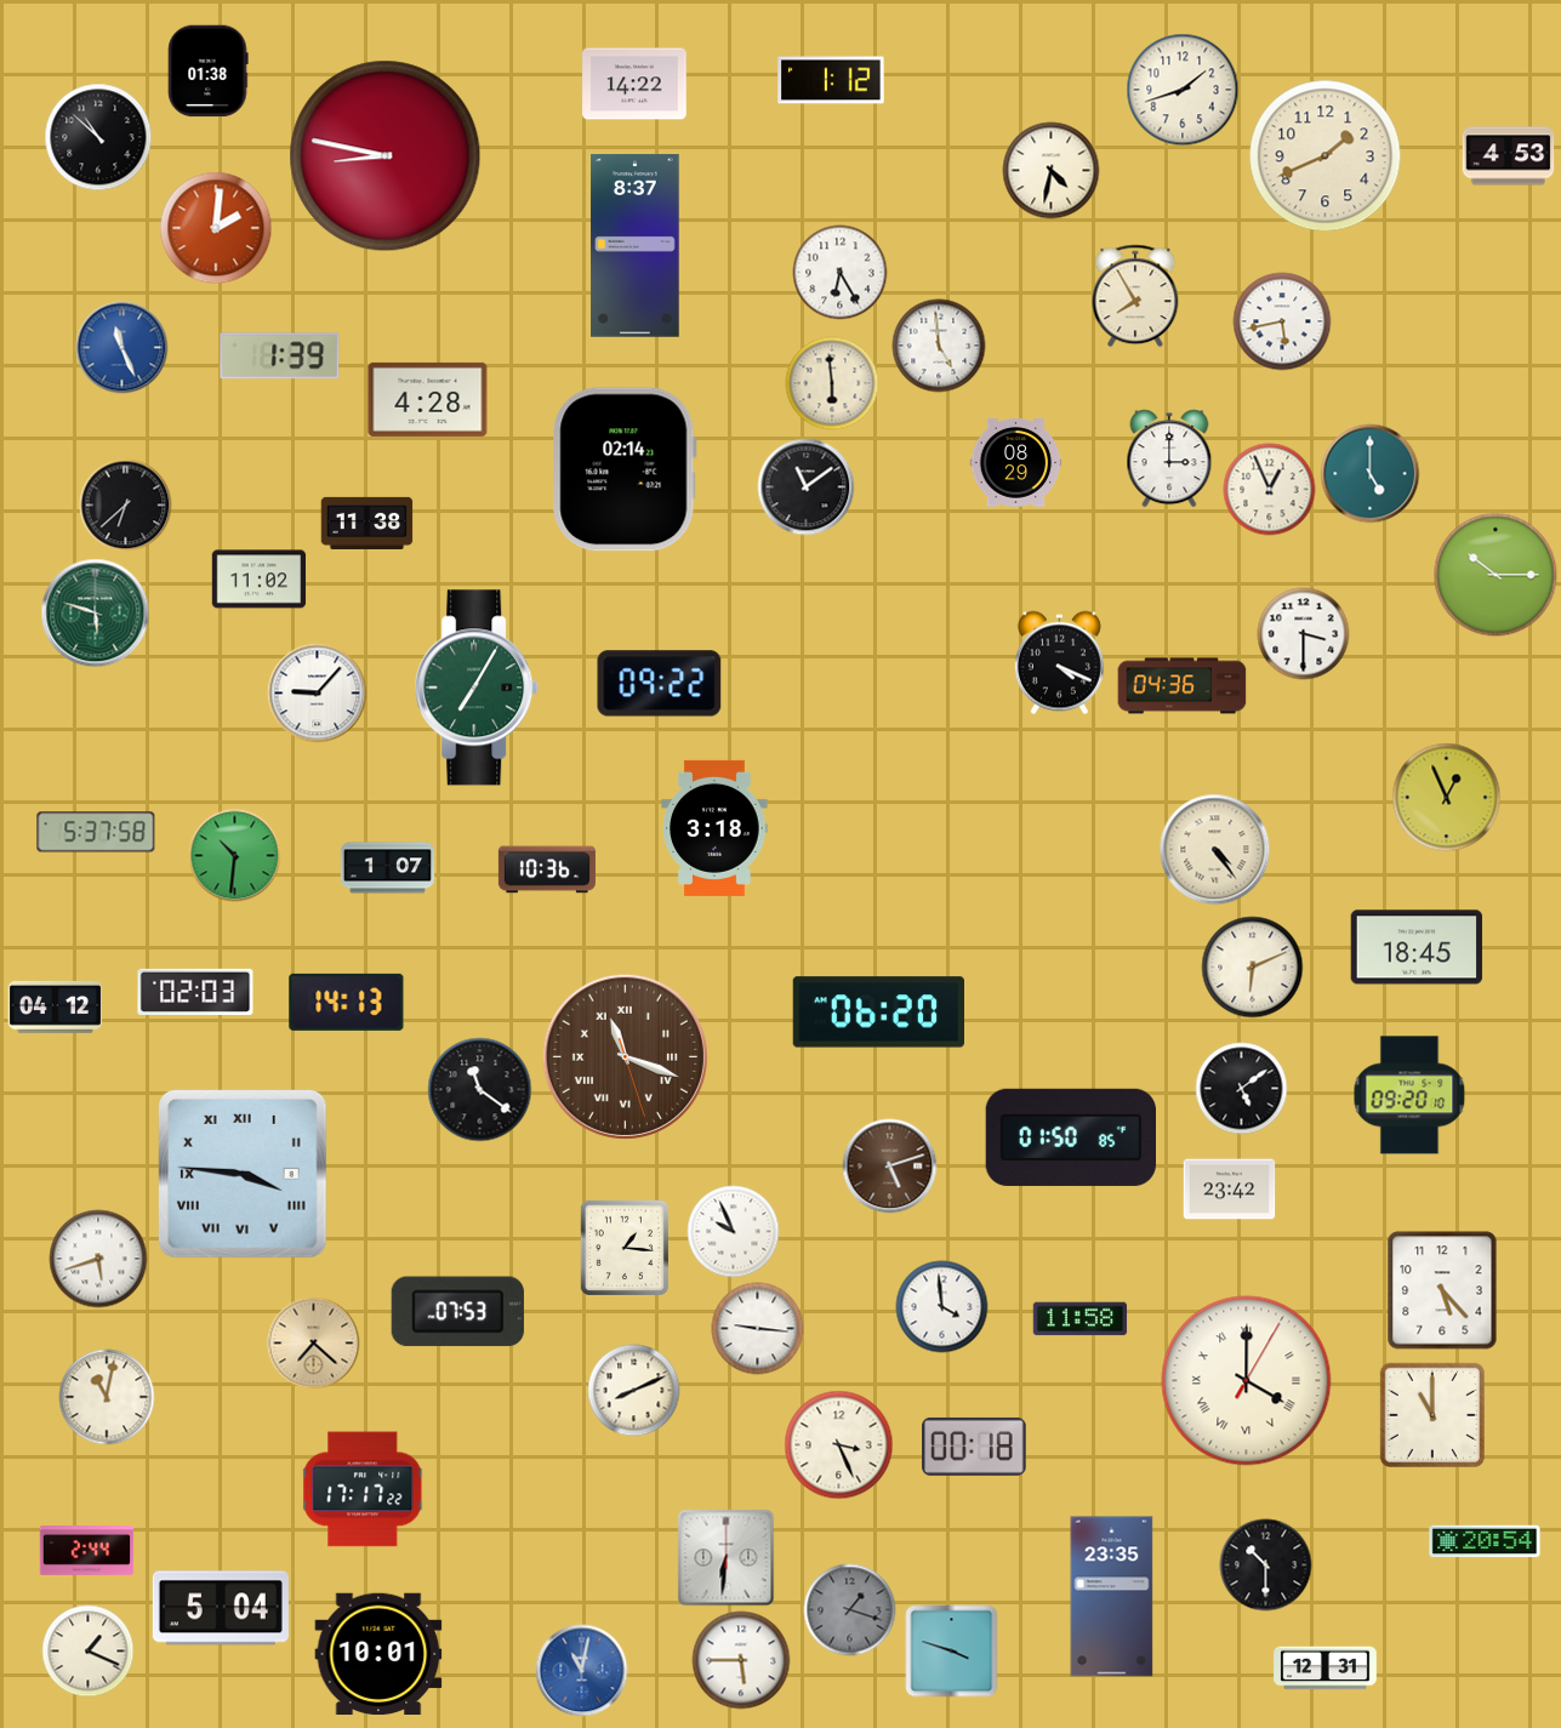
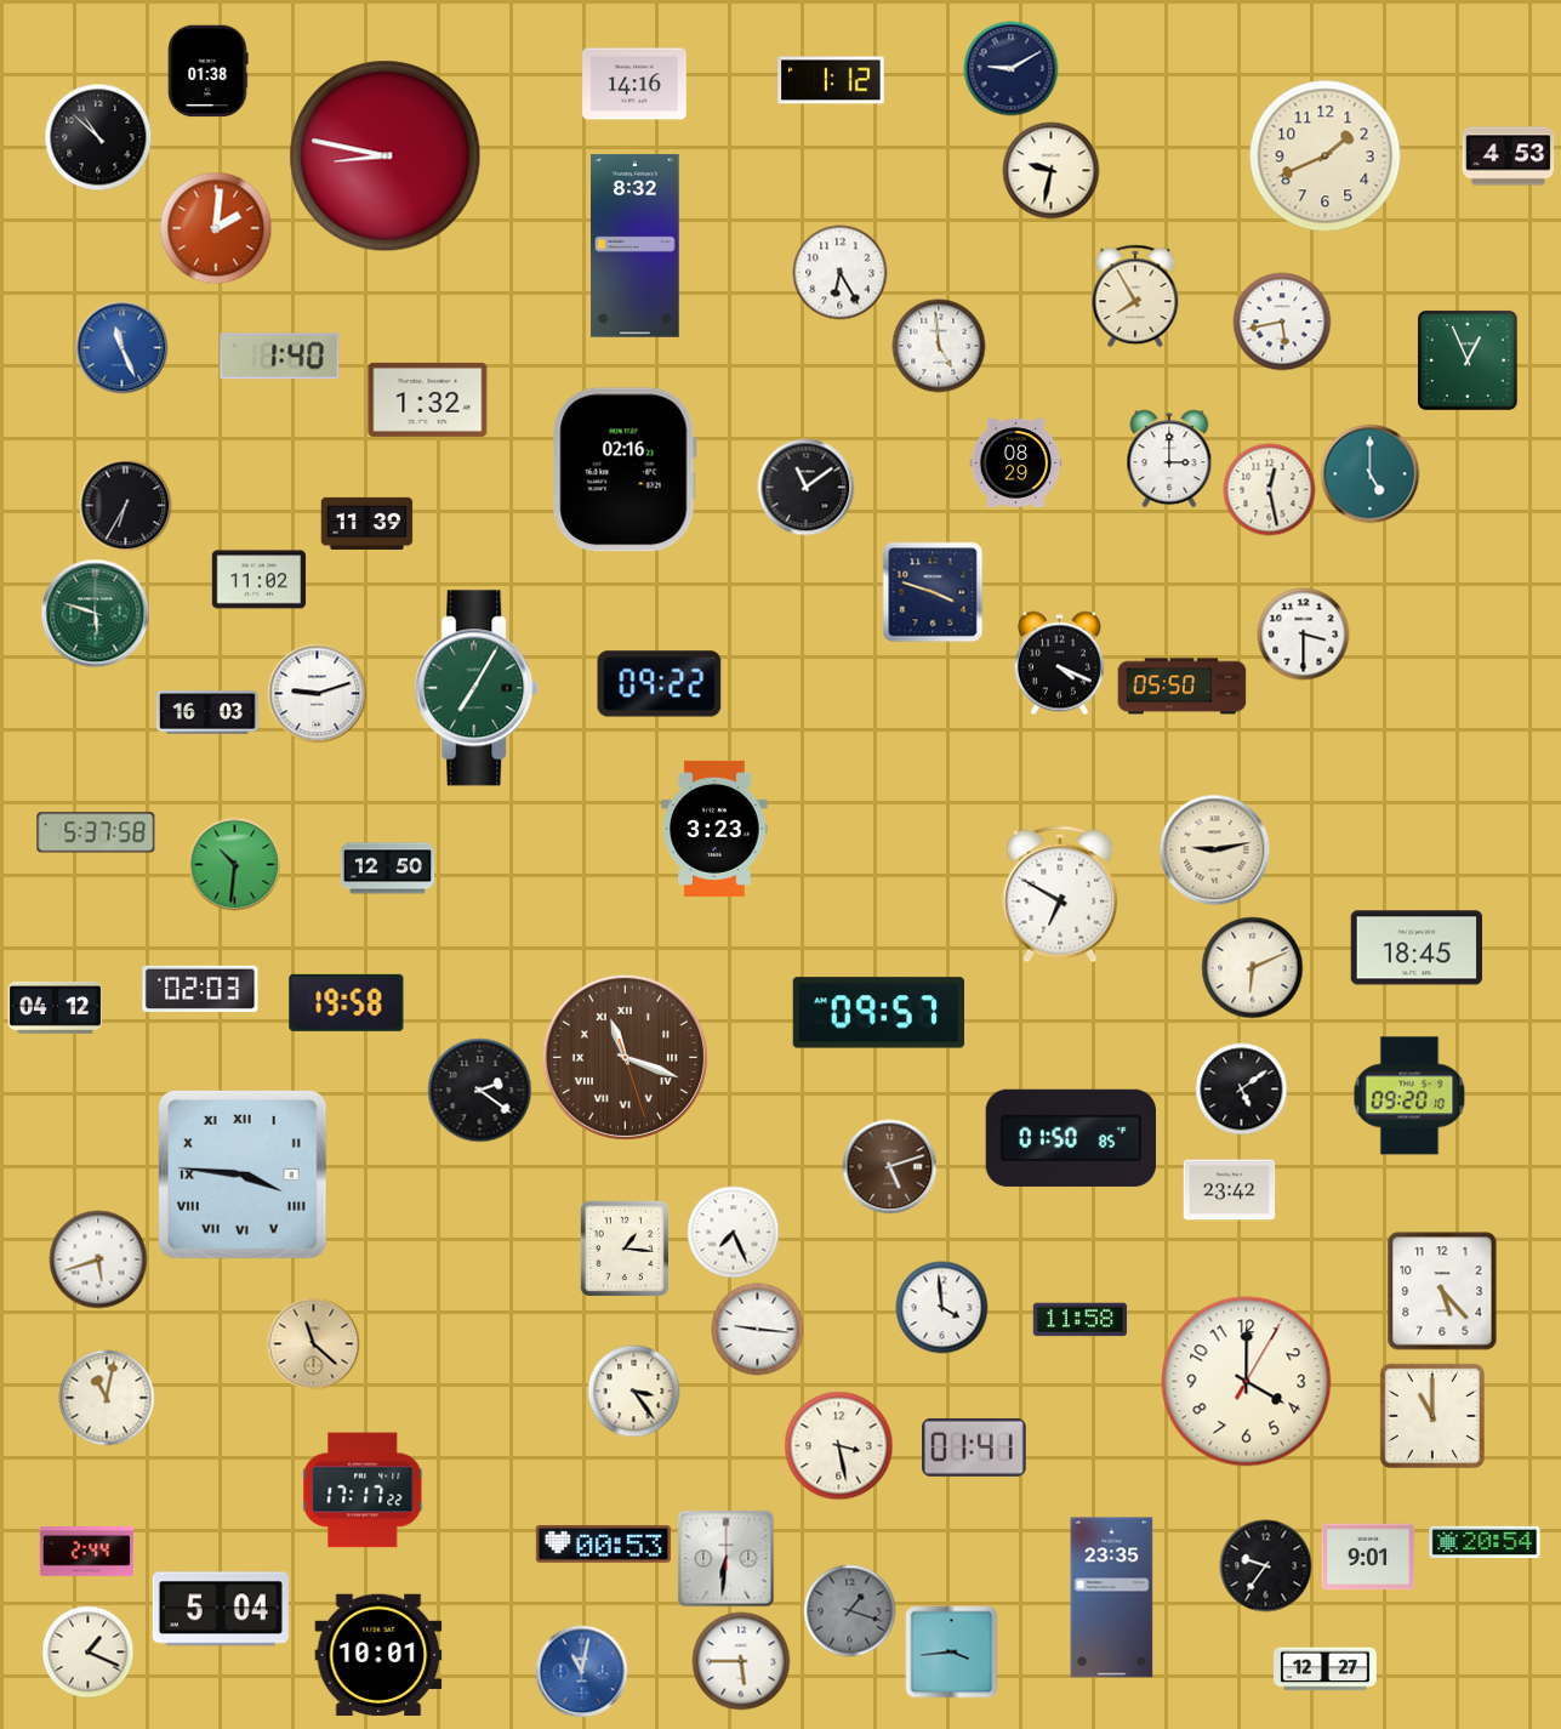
clock at (1012, 69): none -> 9:10
clock at (634, 84): 14:22 -> 14:16
clock at (1183, 90): 1:42 -> none
clock at (1052, 171): 4:32 -> 9:32
clock at (636, 246): 8:37 -> 8:32
clock at (280, 357): 1:39 -> 1:40
clock at (1468, 360): none -> 12:56
clock at (832, 383): 5:59 -> none
clock at (428, 399): 4:28 -> 1:32
clock at (625, 469): 02:14 -> 02:16
clock at (1270, 490): 12:56 -> 12:28
clock at (126, 506): 6:38 -> 6:35
clock at (368, 523): 11:38 -> 11:39
clock at (1496, 575): 10:15 -> none
clock at (933, 592): none -> 3:48
clock at (1183, 686): 04:36 -> 05:50
clock at (318, 694): 9:07 -> 9:12
clock at (209, 712): none -> 16:03
clock at (1447, 798): 12:56 -> none
clock at (714, 828): 3:18 -> 3:23
clock at (1215, 850): 4:24 -> 9:13
clock at (235, 856) position: (235, 856) -> (235, 865)
clock at (388, 868): 1:07 -> 12:50
clock at (547, 869): 10:36 -> none
clock at (1060, 894): none -> 6:50
clock at (195, 992) position: (195, 992) -> (200, 989)
clock at (347, 1002): 14:13 -> 19:58
clock at (878, 1013): 06:20 -> 09:57
clock at (480, 1090): 11:21 -> 2:21
clock at (734, 1232): 9:56 -> 7:26
clock at (457, 1312): 07:53 -> none
clock at (314, 1344): 7:22 -> 11:22
clock at (1247, 1381) numerals: Roman -> Arabic
clock at (634, 1391): 8:11 -> 3:24
clock at (839, 1445): 3:26 -> 3:28
clock at (974, 1447): 00:18 -> 01:41
clock at (603, 1543): none -> 00:53
clock at (1368, 1557): none -> 9:01
clock at (1266, 1566): 10:30 -> 9:36
clock at (952, 1652): 3:48 -> 3:44
clock at (1326, 1669): 12:31 -> 12:27
